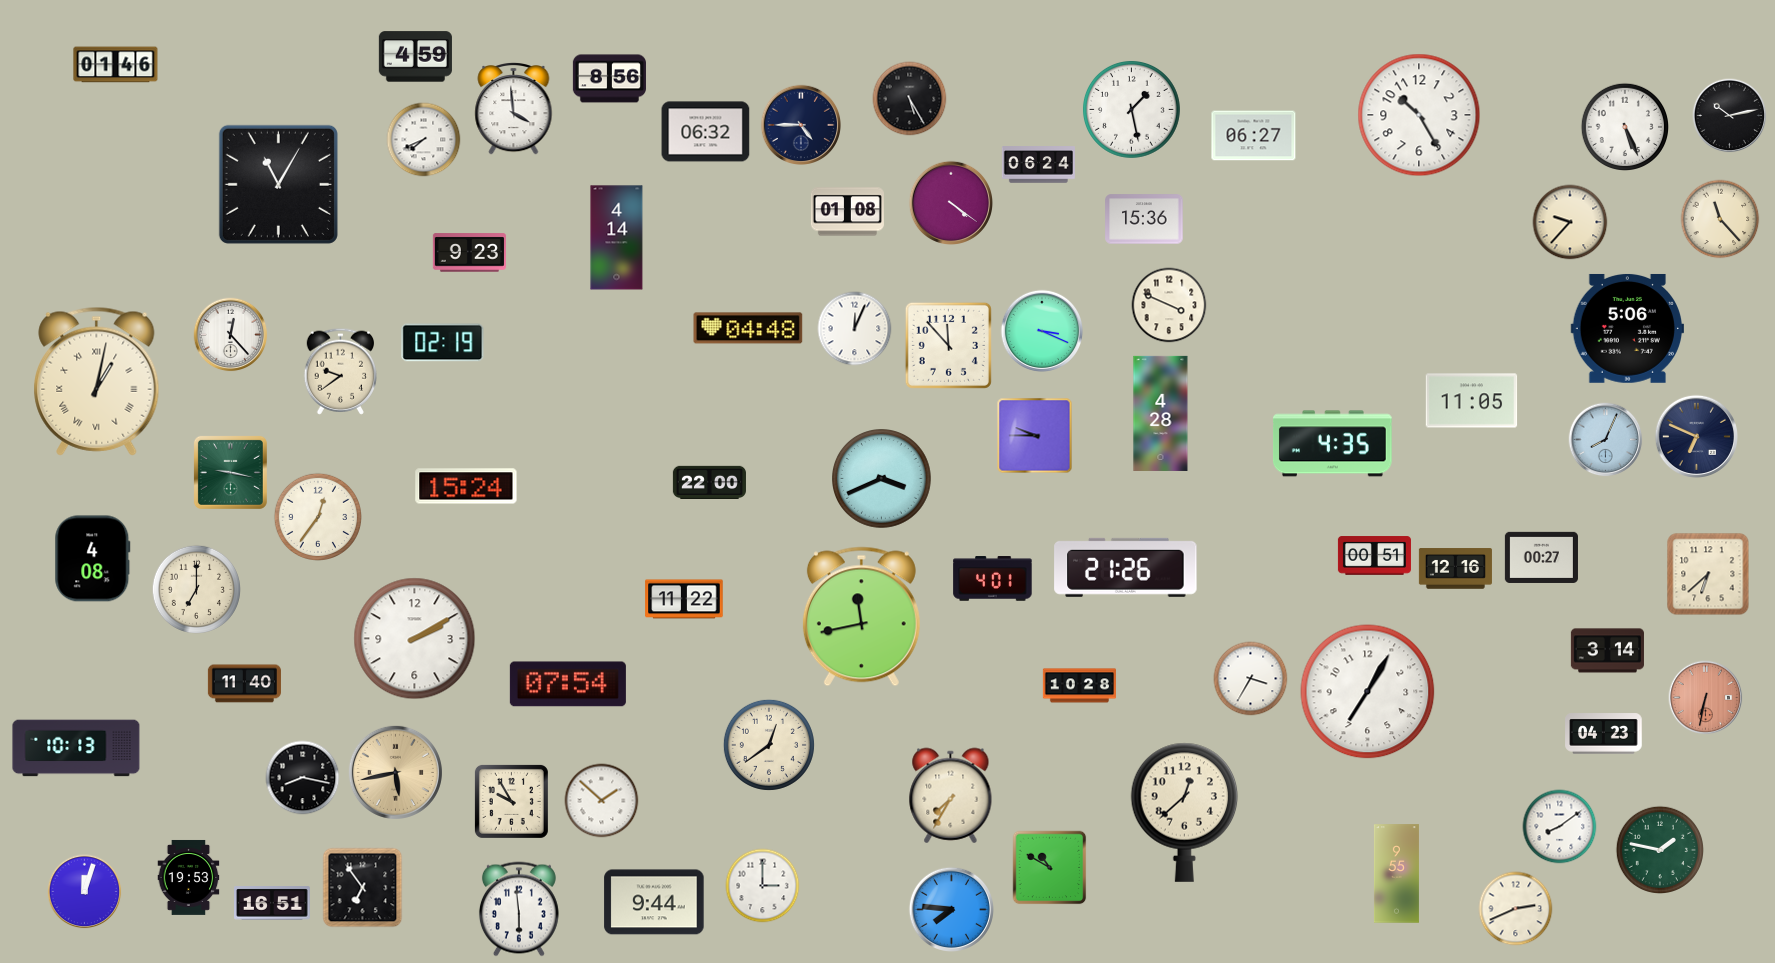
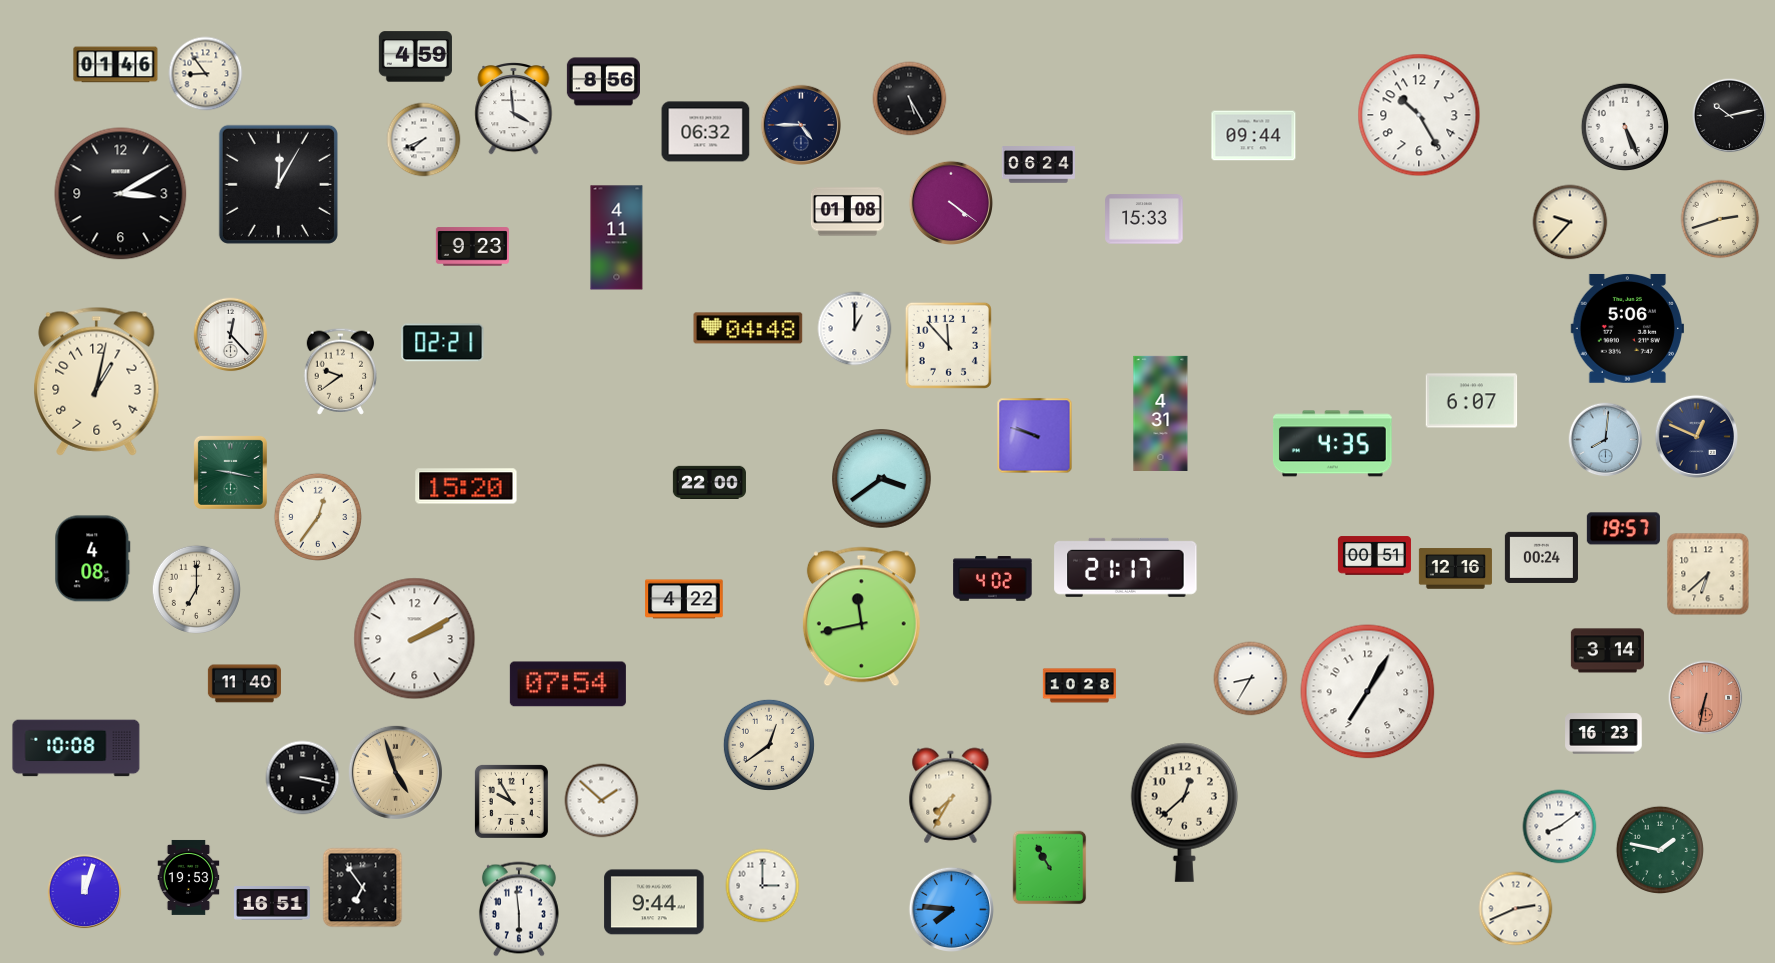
clock at (206, 74): none -> 8:54
clock at (609, 79) position: (609, 79) -> (603, 82)
clock at (1131, 109): 1:28 -> none
clock at (1254, 136): 06:27 -> 09:44
clock at (278, 184): 11:05 -> 12:05
clock at (121, 194): none -> 3:10
clock at (1144, 219): 15:36 -> 15:33
clock at (1720, 219): 11:23 -> 2:42
clock at (617, 238): 4:14 -> 4:11
clock at (469, 253) position: (469, 253) -> (472, 247)
clock at (1169, 305): 3:49 -> none
clock at (855, 329): 12:04 -> 1:00
clock at (1041, 330): 3:19 -> none
clock at (443, 343): 02:19 -> 02:21
clock at (97, 381) numerals: Roman -> Arabic
clock at (1472, 401): 11:05 -> 6:07
clock at (1161, 413): 4:28 -> 4:31
clock at (1035, 436): 9:45 -> 9:48
clock at (1696, 436): 6:49 -> 12:49
clock at (1606, 440): 8:04 -> 8:01
clock at (882, 479): 3:41 -> 3:39
clock at (466, 486): 15:24 -> 15:20
clock at (1623, 529): none -> 19:57
clock at (1541, 557): 00:27 -> 00:24
clock at (1126, 567): 21:26 -> 21:17
clock at (993, 579): 4:01 -> 4:02
clock at (684, 599): 11:22 -> 4:22
clock at (1251, 679): 3:35 -> 8:35
clock at (1604, 734): 04:23 -> 16:23
clock at (76, 748): 10:13 -> 10:08
clock at (395, 772): 5:43 -> 4:57
clock at (303, 778): 8:17 -> 3:17
clock at (1050, 868): 10:50 -> 10:55
clock at (1396, 874): 9:55 -> none
